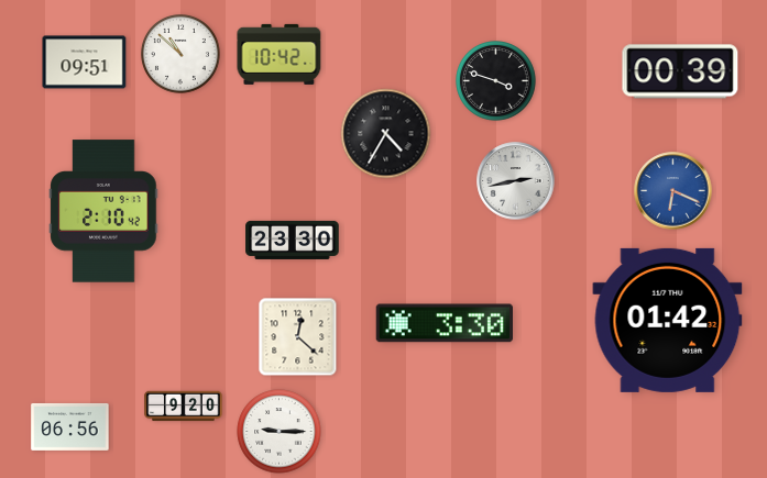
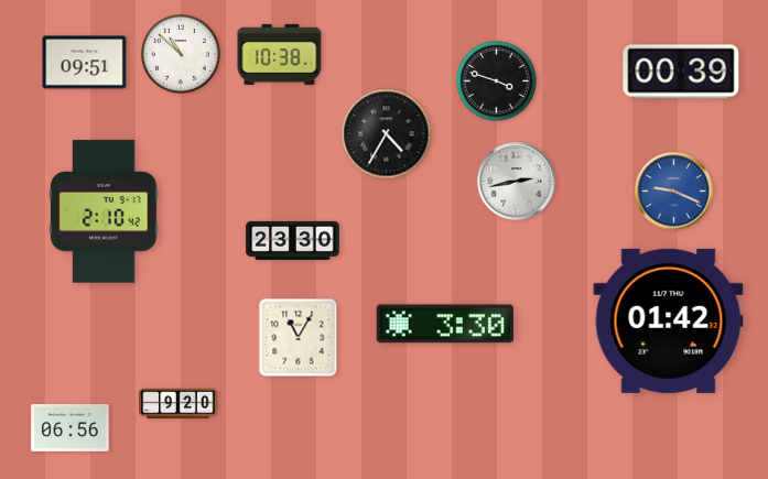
clock at (280, 54): 10:42 -> 10:38
clock at (673, 191): 6:19 -> 9:19
clock at (298, 337): 12:22 -> 11:05
clock at (184, 407) position: (184, 407) -> (179, 404)
clock at (280, 432): 9:15 -> none
